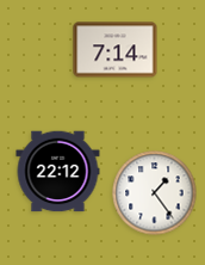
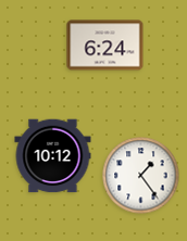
clock at (116, 50): 7:14 -> 6:24
clock at (58, 172): 22:12 -> 10:12
